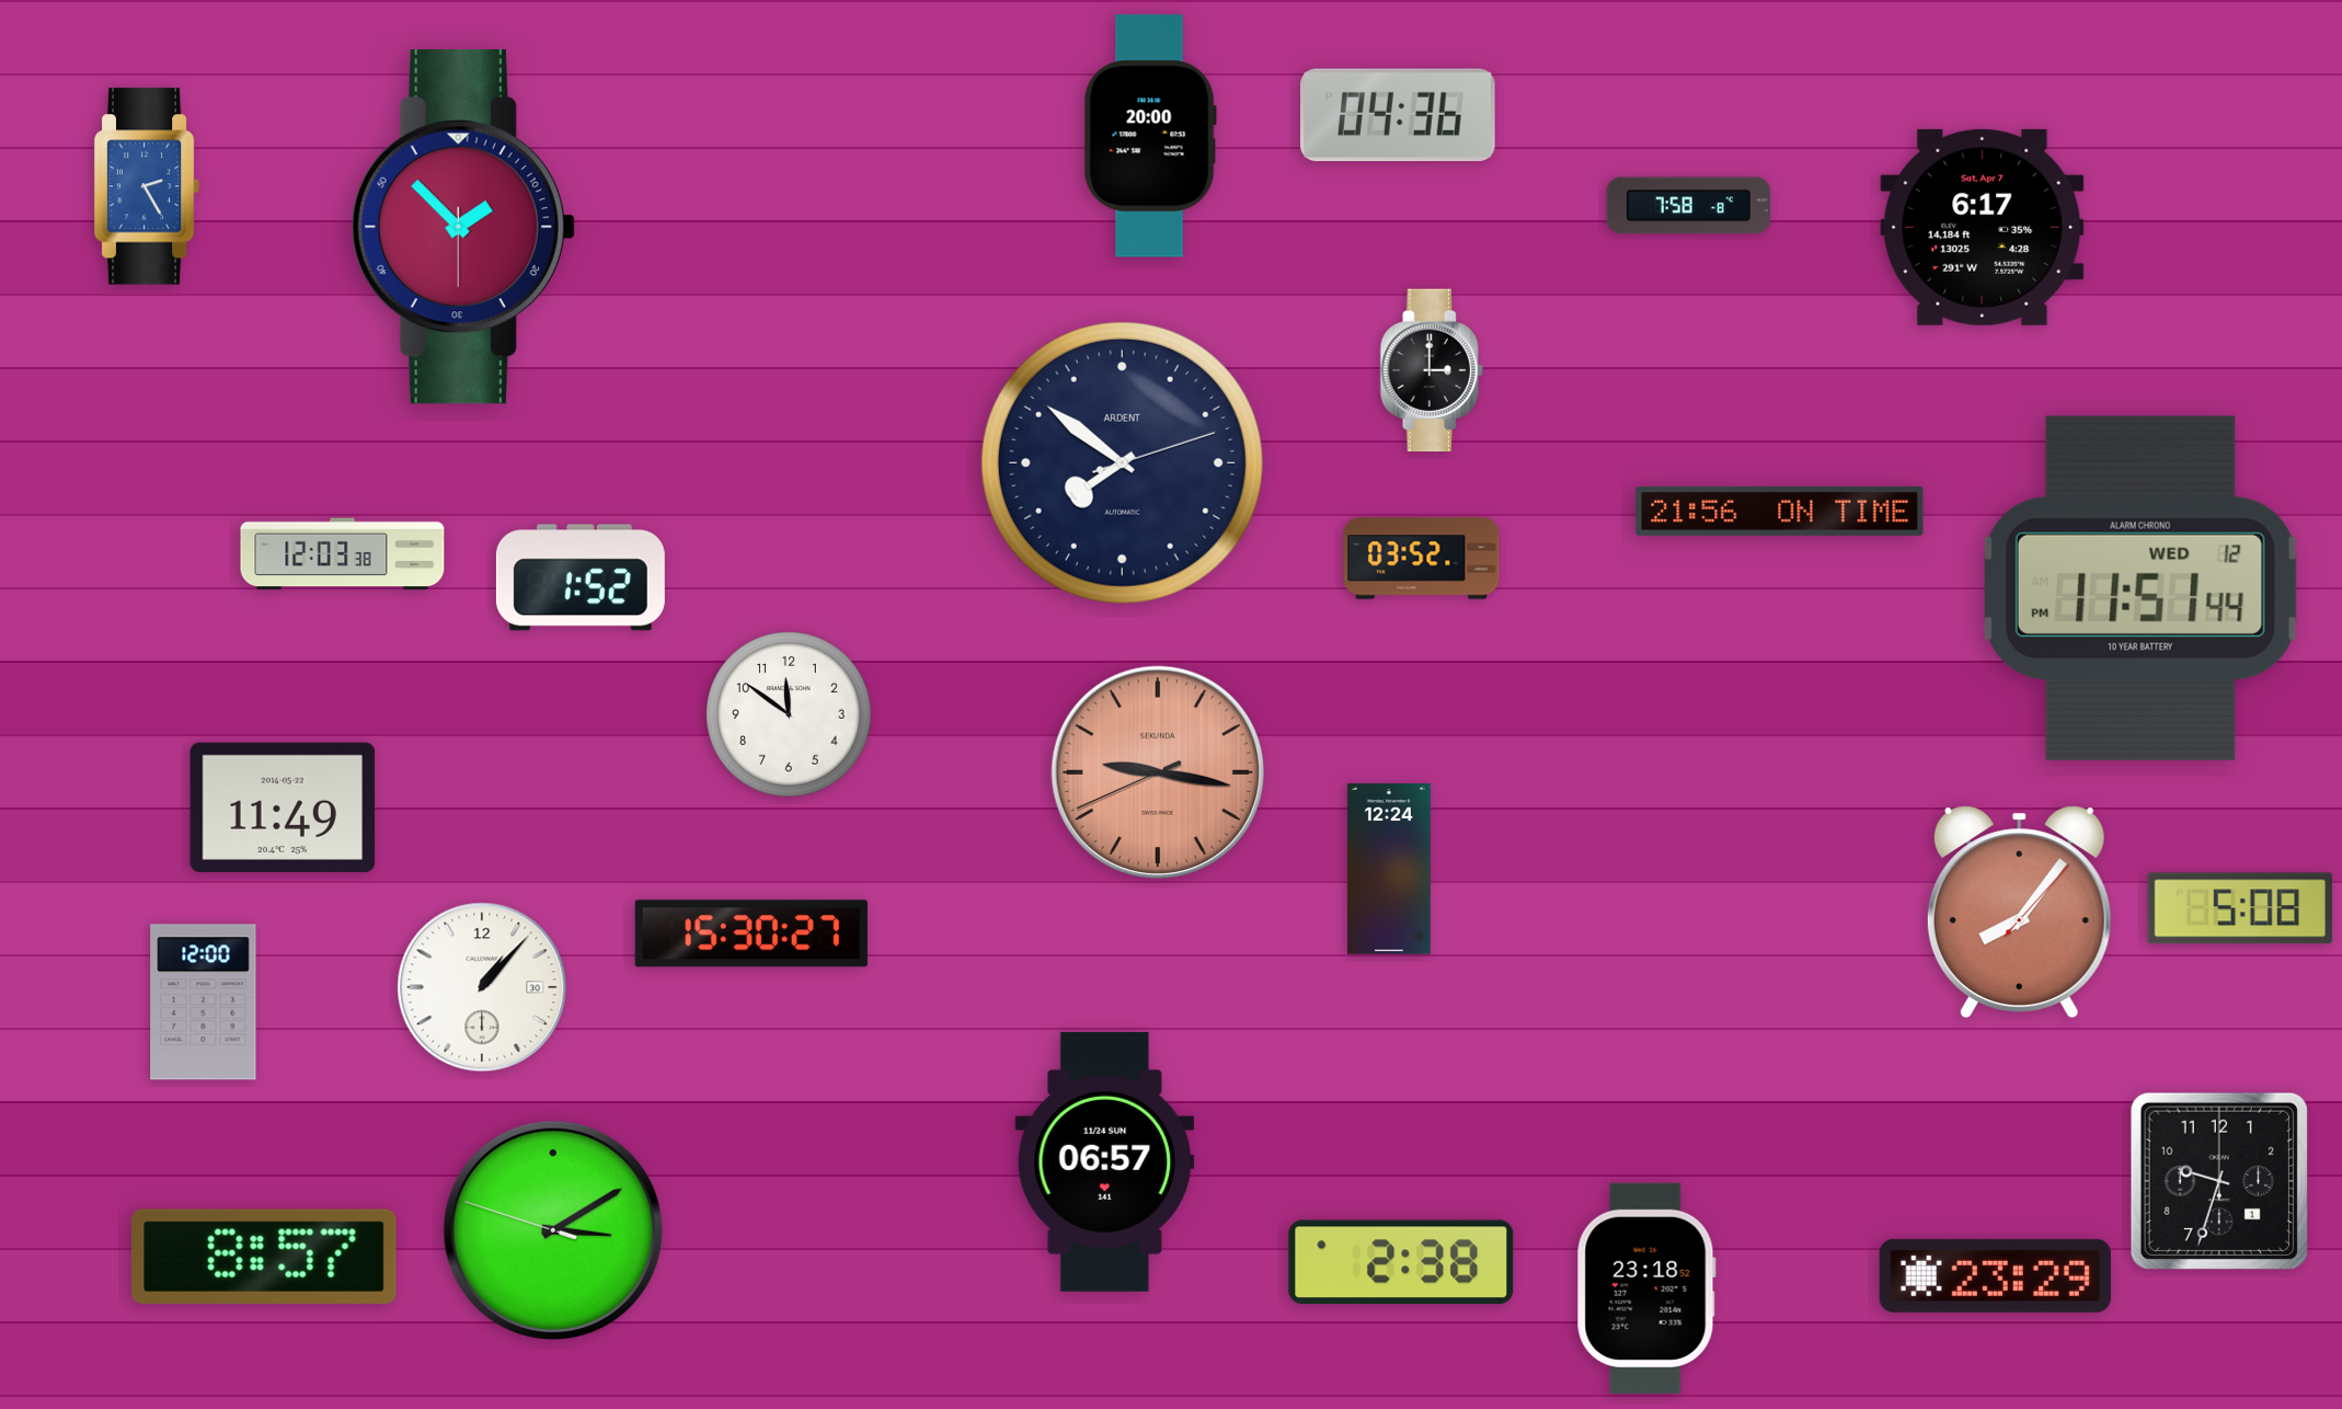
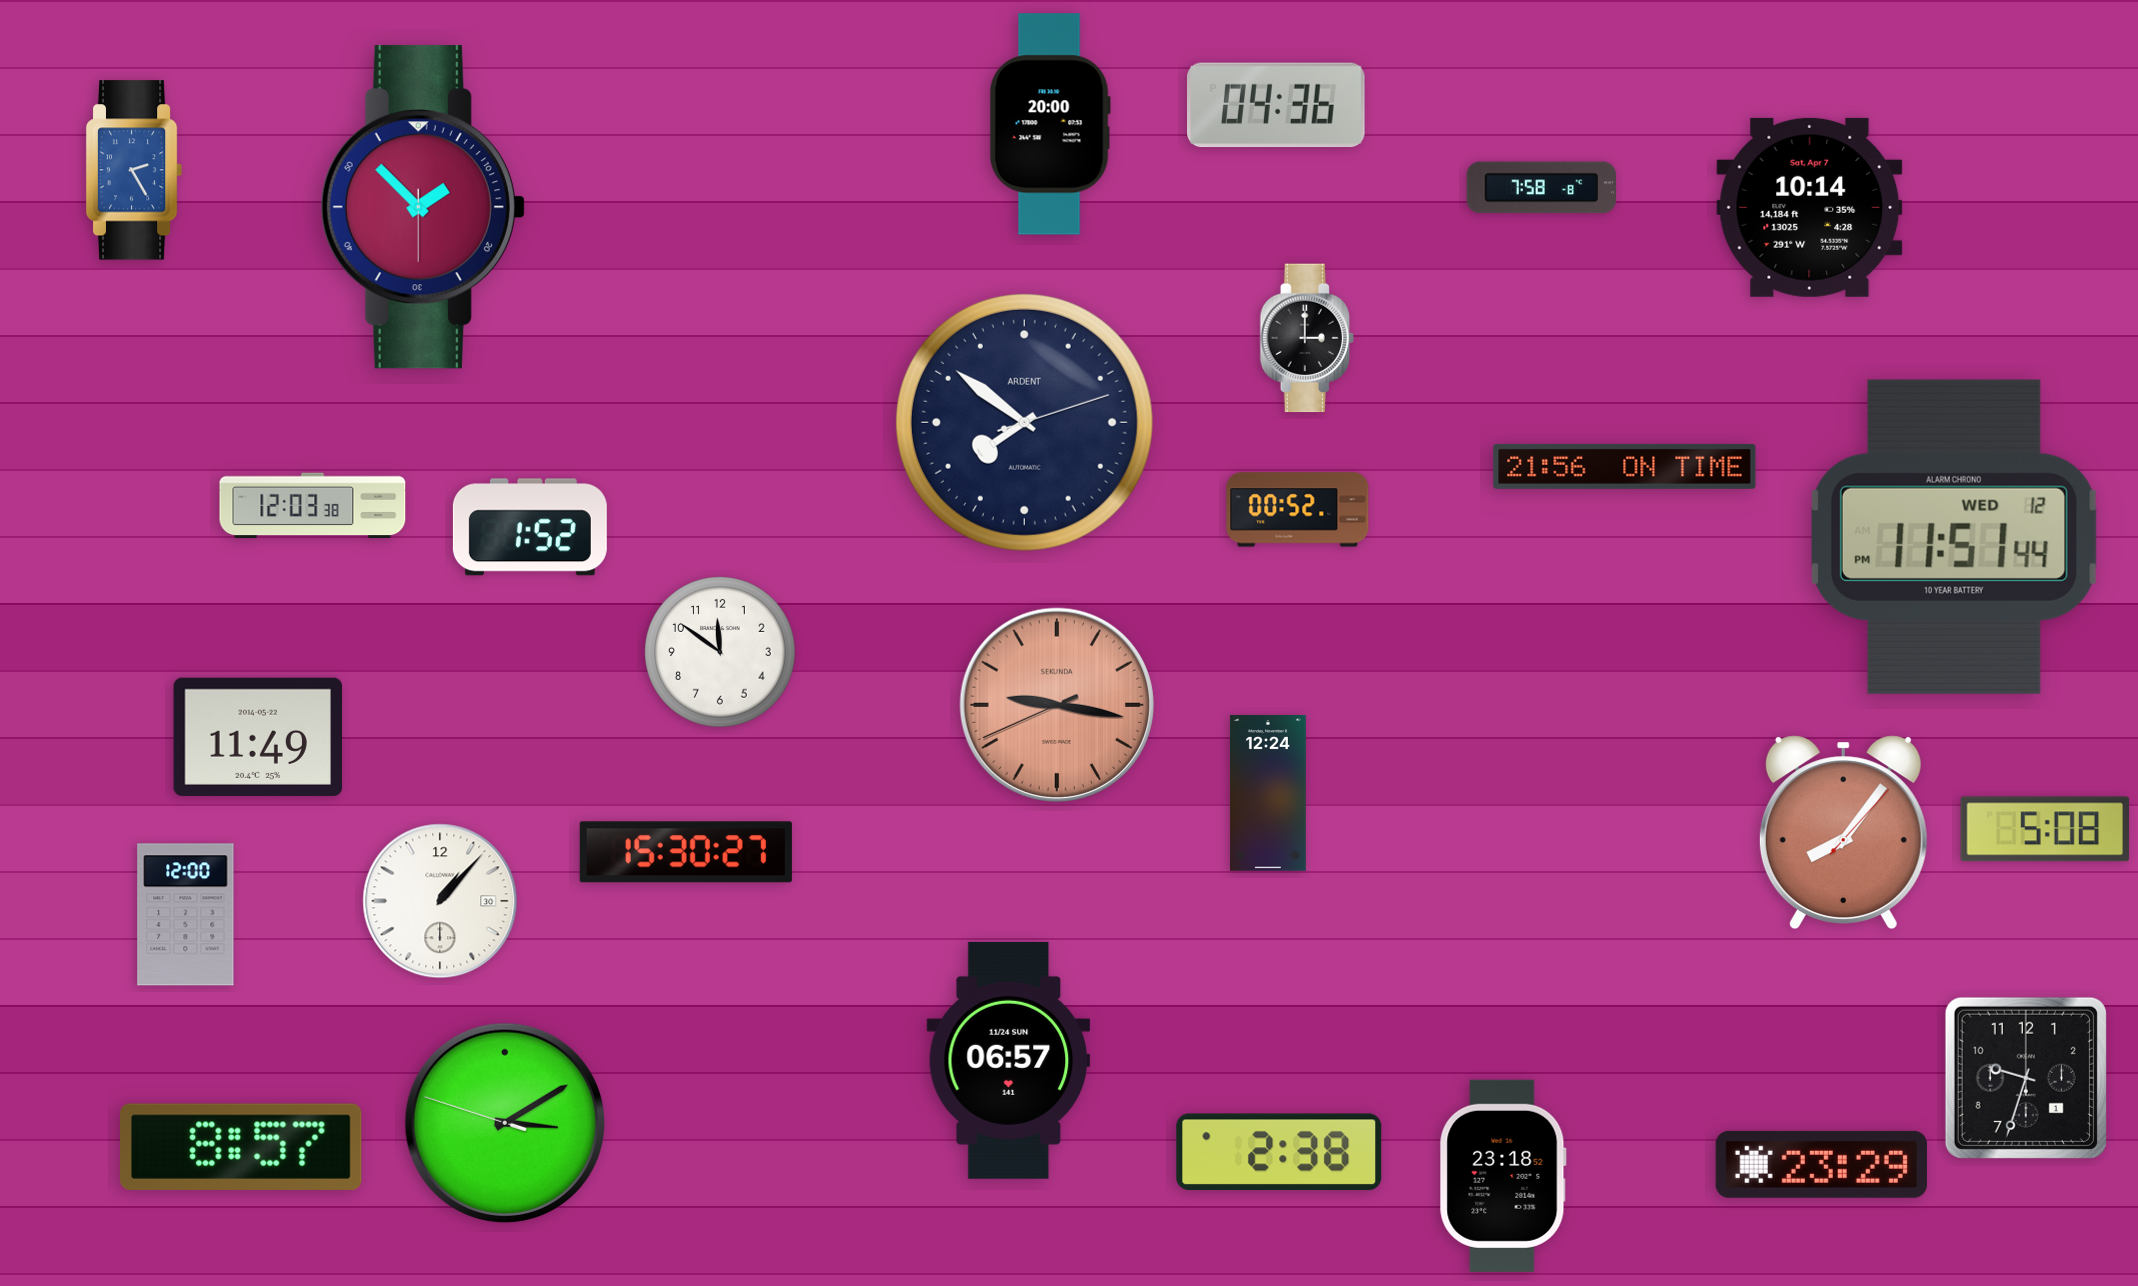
clock at (1983, 227): 6:17 -> 10:14
clock at (1422, 559): 03:52 -> 00:52
